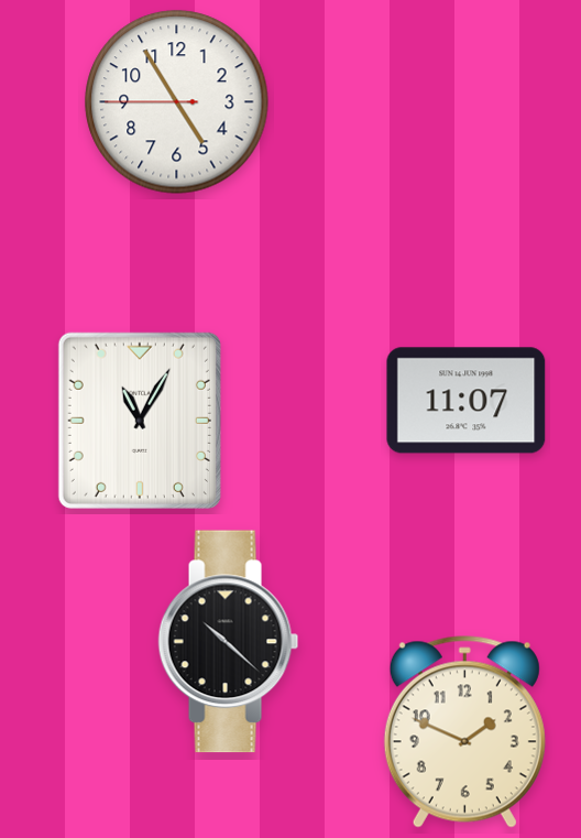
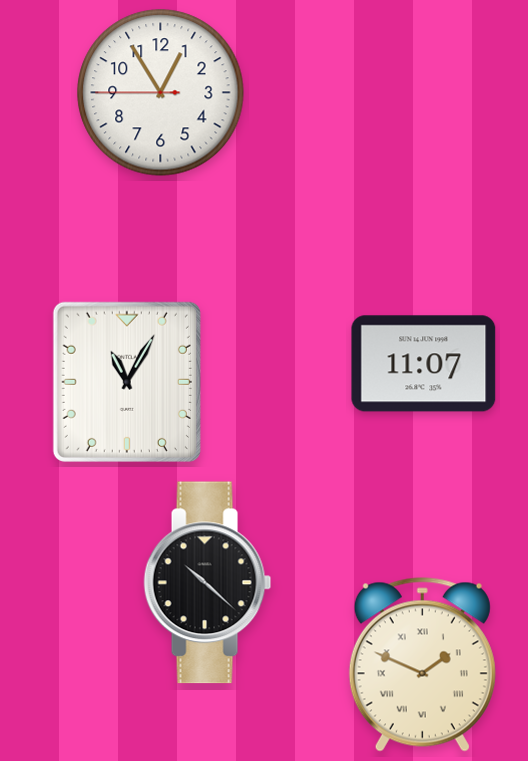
clock at (177, 102): 4:54 -> 12:54
clock at (464, 732) numerals: Arabic -> Roman
